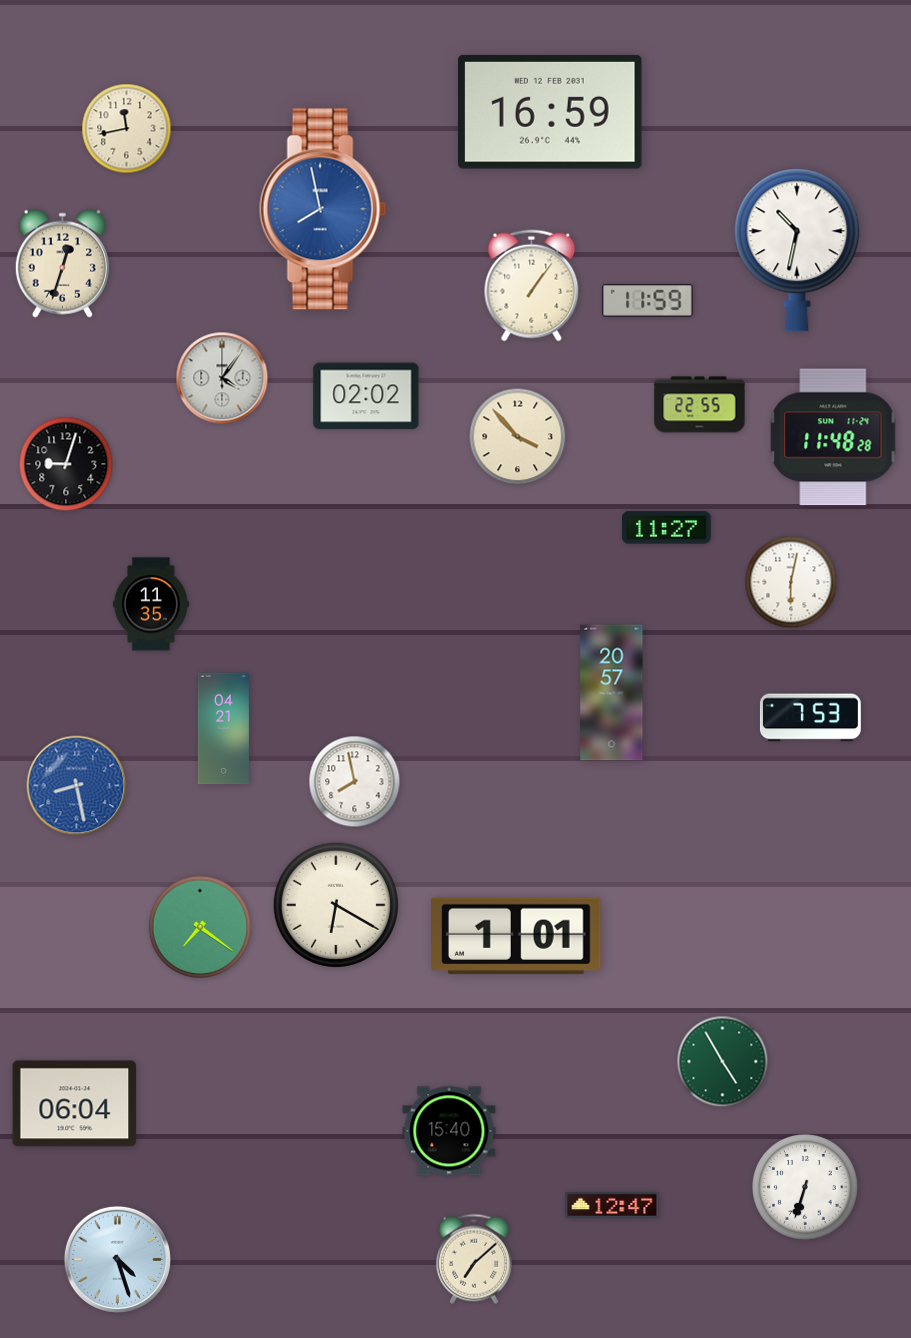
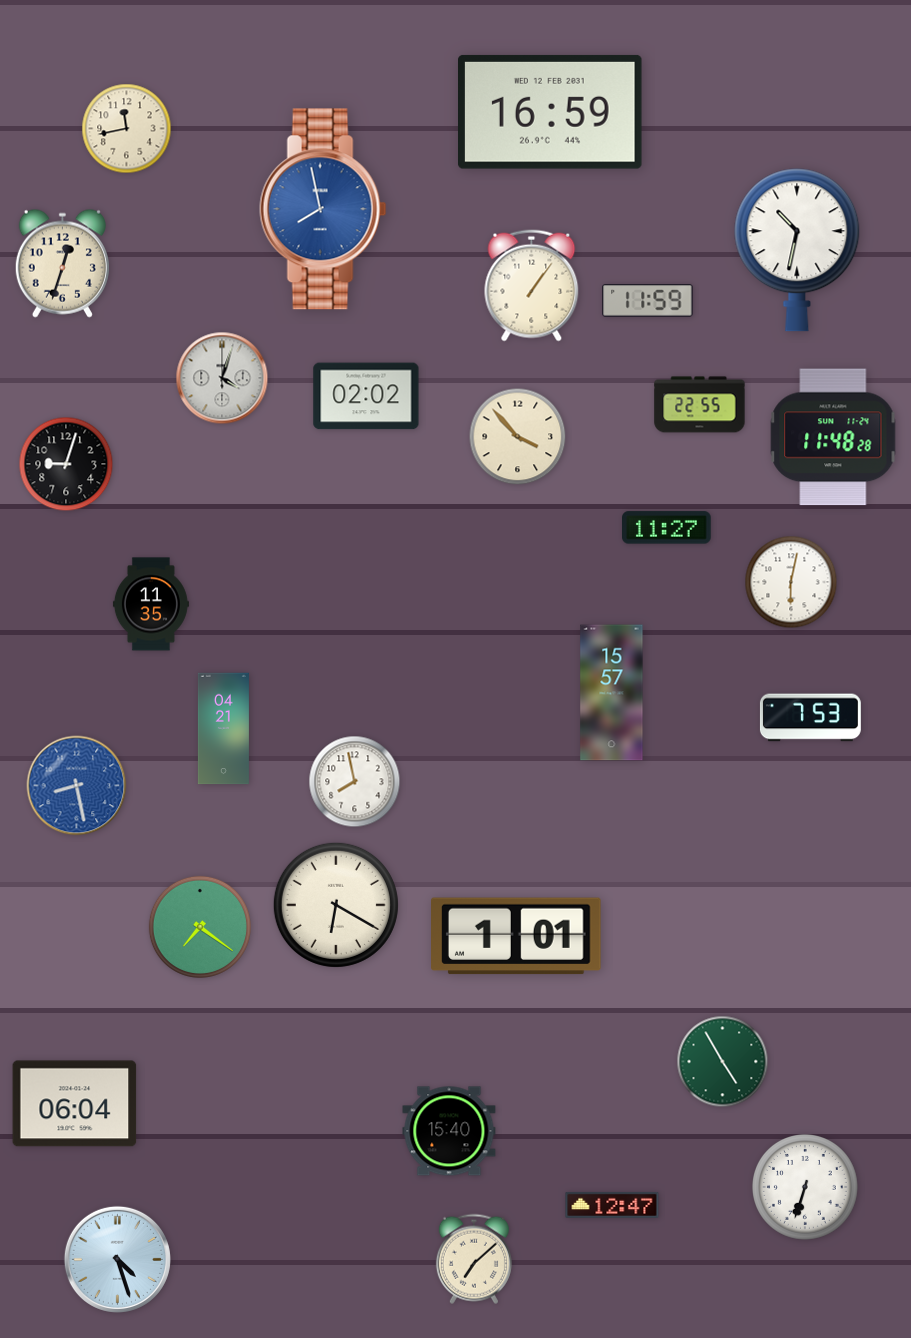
clock at (222, 378): 4:06 -> 4:03
clock at (612, 693): 20:57 -> 15:57
